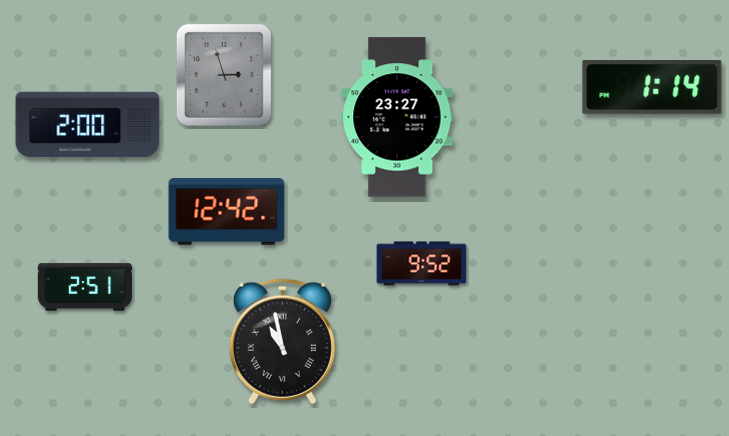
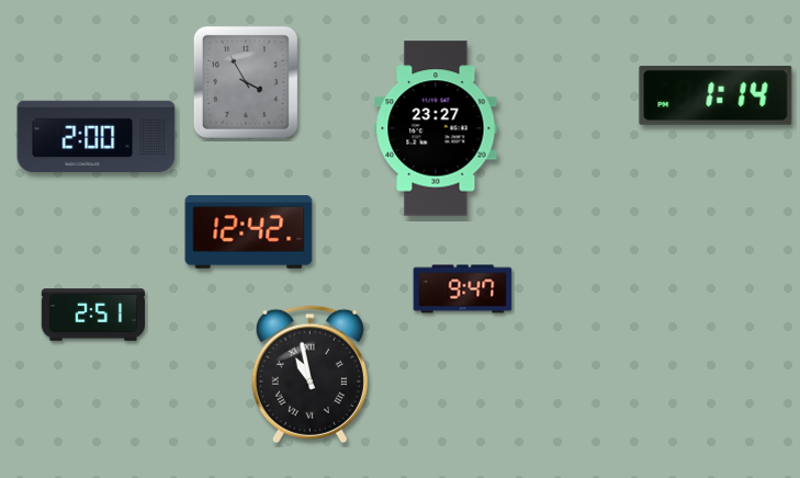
clock at (224, 75): 2:57 -> 3:55
clock at (422, 264): 9:52 -> 9:47
